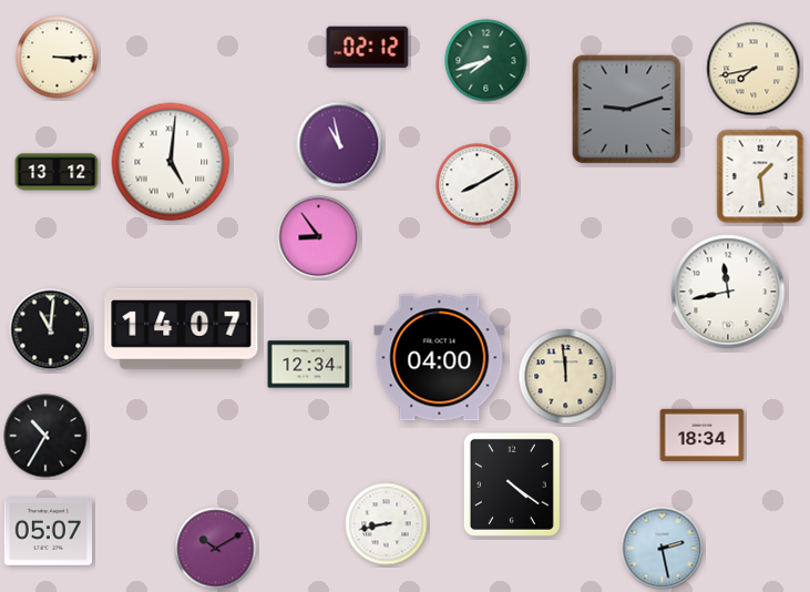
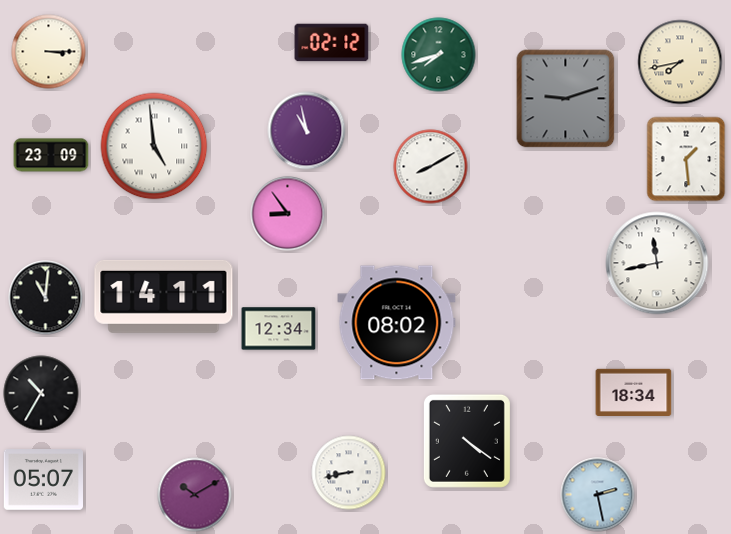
clock at (58, 58) position: (58, 58) -> (49, 52)
clock at (171, 162): 5:01 -> 4:59
clock at (57, 172): 13:12 -> 23:09
clock at (182, 328): 14:07 -> 14:11
clock at (440, 358): 04:00 -> 08:02
clock at (566, 377): 11:59 -> none
clock at (512, 484) position: (512, 484) -> (467, 441)
